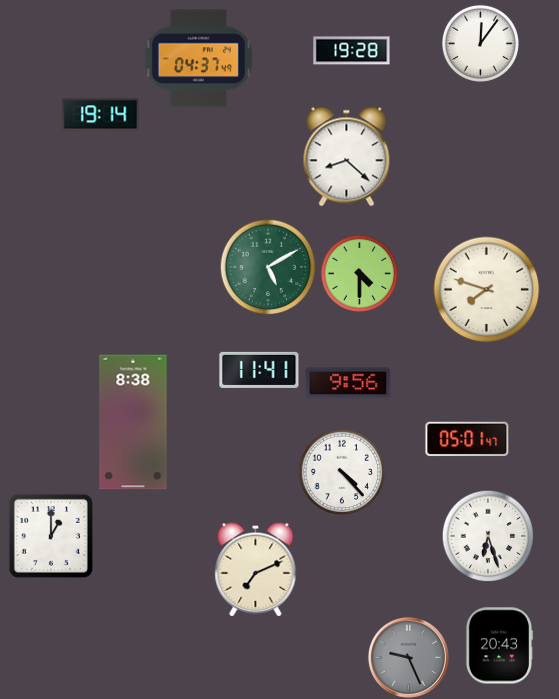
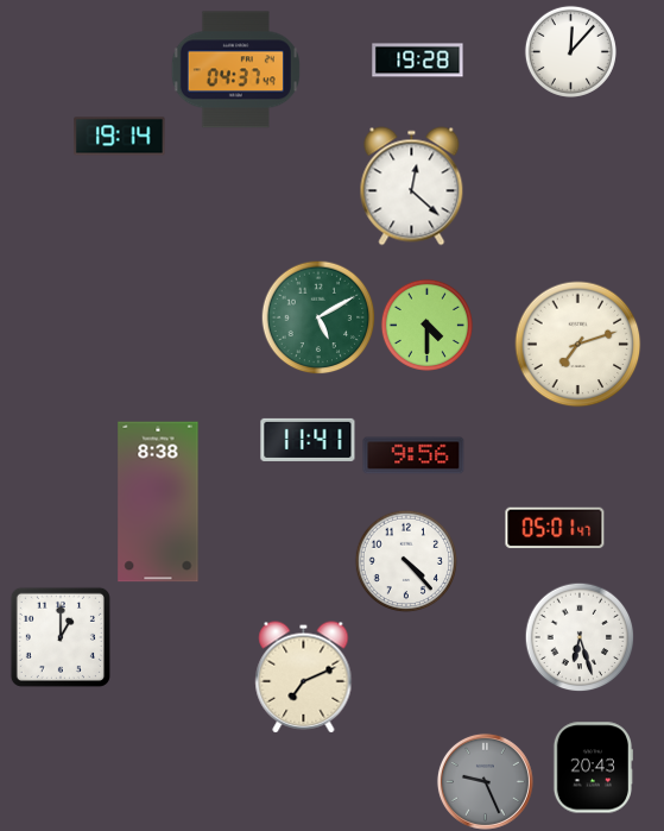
clock at (480, 43): 12:06 -> 12:07
clock at (347, 157): 8:22 -> 12:22
clock at (487, 290): 7:48 -> 7:12
clock at (467, 439) position: (467, 439) -> (555, 528)
